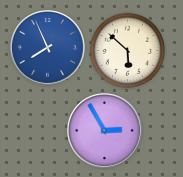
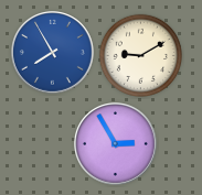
clock at (48, 48): 7:56 -> 7:55
clock at (127, 50): 5:52 -> 9:10
